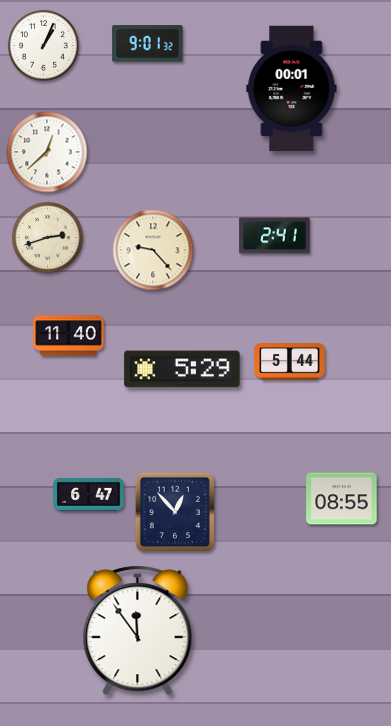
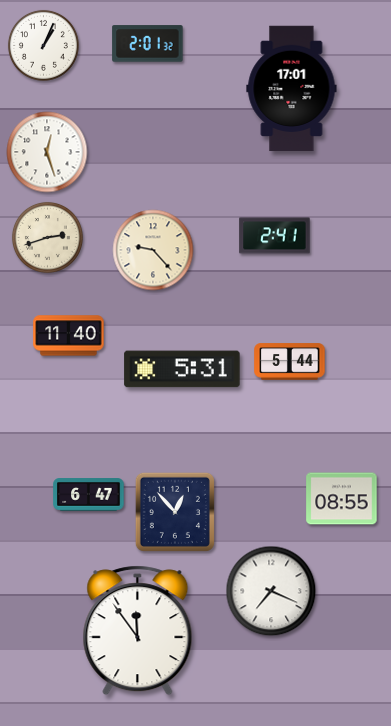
clock at (148, 44): 9:01 -> 2:01
clock at (292, 89): 00:01 -> 17:01
clock at (47, 152): 12:38 -> 12:27
clock at (182, 369): 5:29 -> 5:31
clock at (271, 591): none -> 7:19
